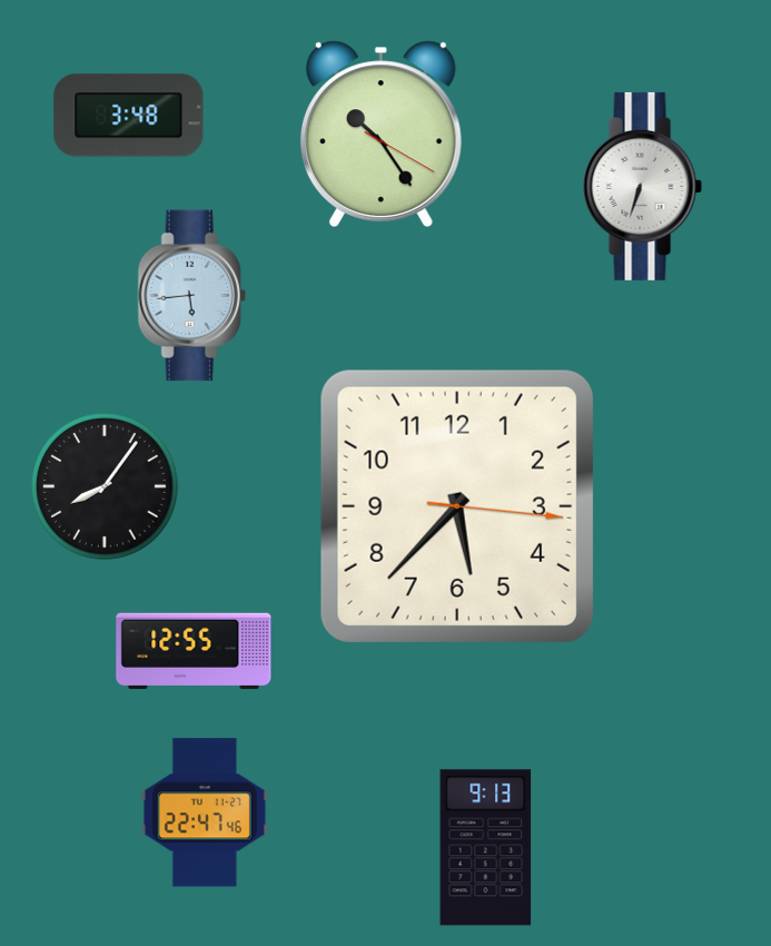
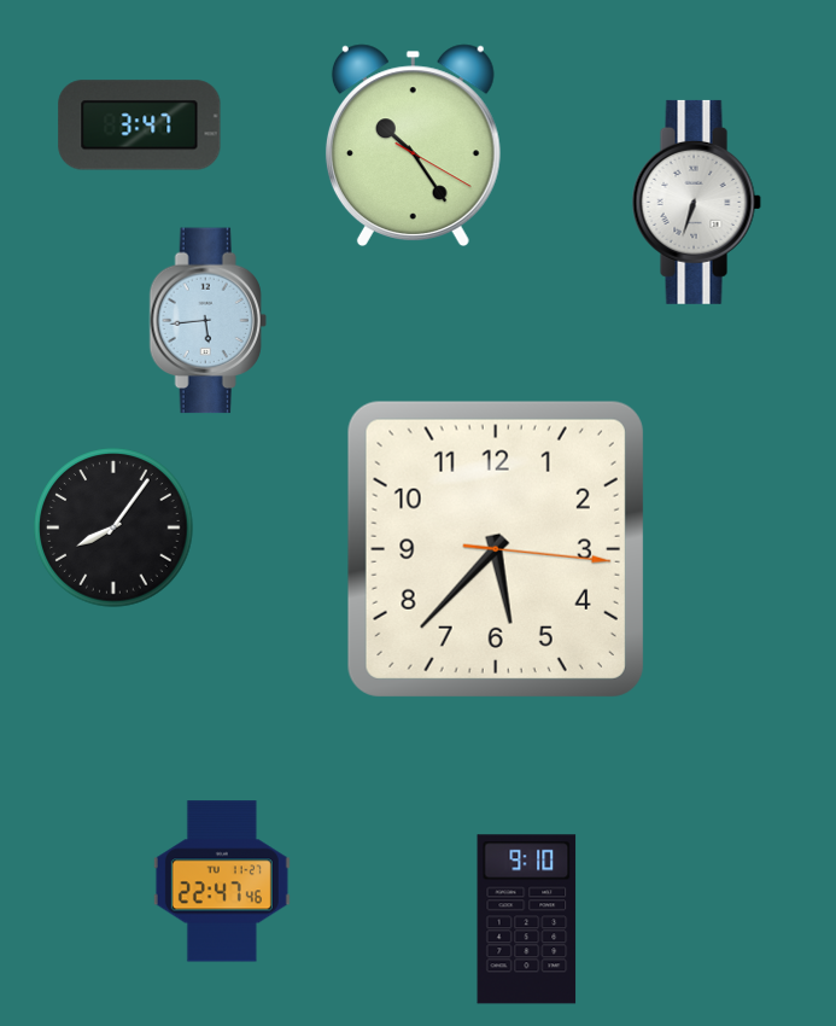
clock at (129, 116): 3:48 -> 3:47
clock at (194, 651): 12:55 -> none
clock at (486, 848): 9:13 -> 9:10
